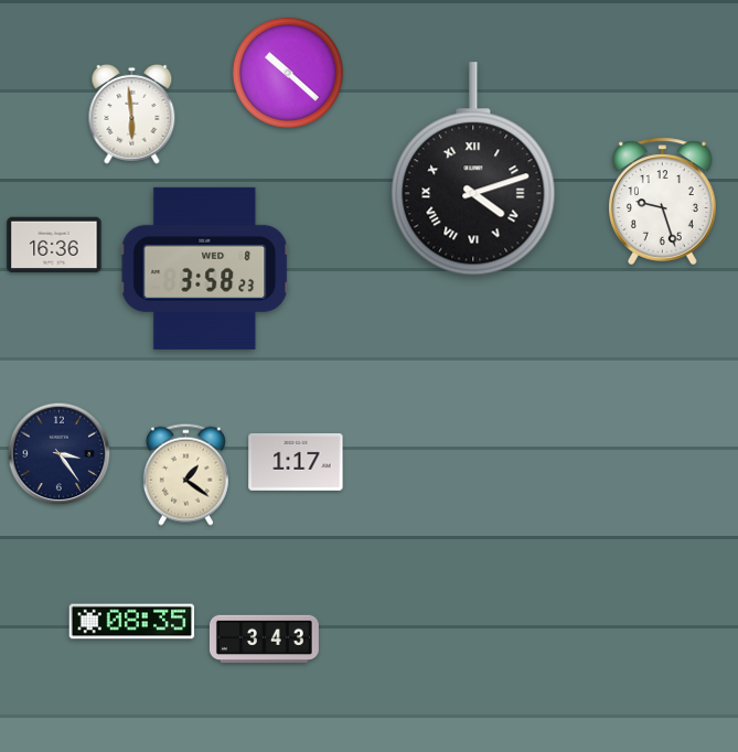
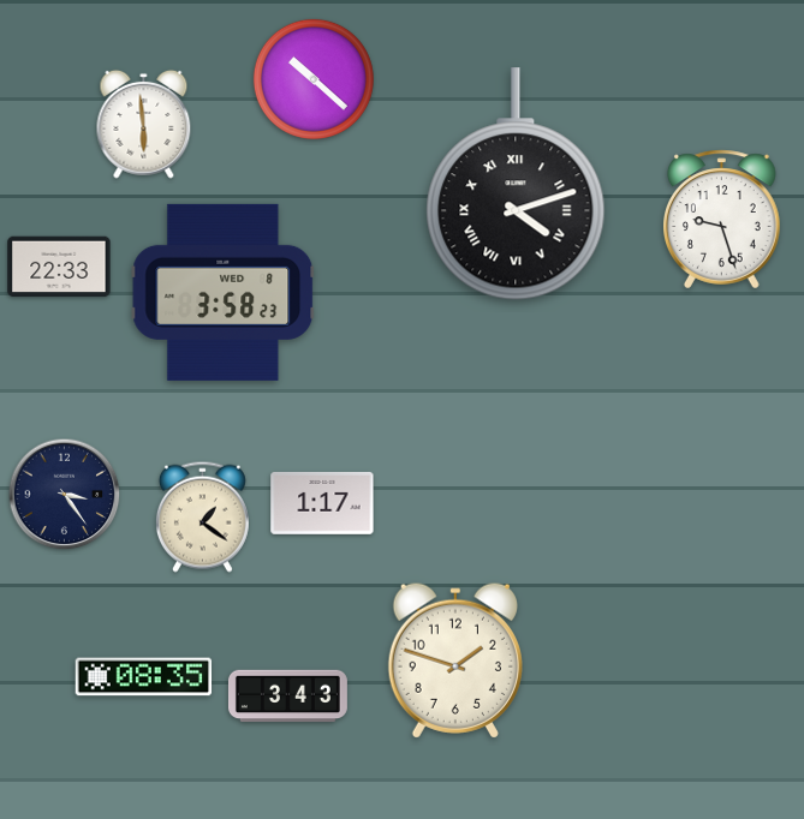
clock at (54, 245): 16:36 -> 22:33
clock at (455, 660): none -> 1:48
